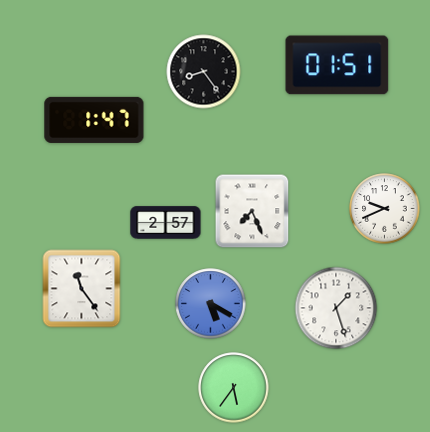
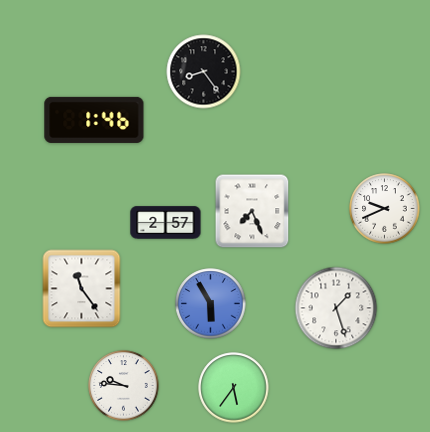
clock at (337, 65): 01:51 -> none
clock at (94, 120): 1:47 -> 1:46
clock at (211, 304): 5:20 -> 5:55
clock at (124, 386): none -> 9:46
